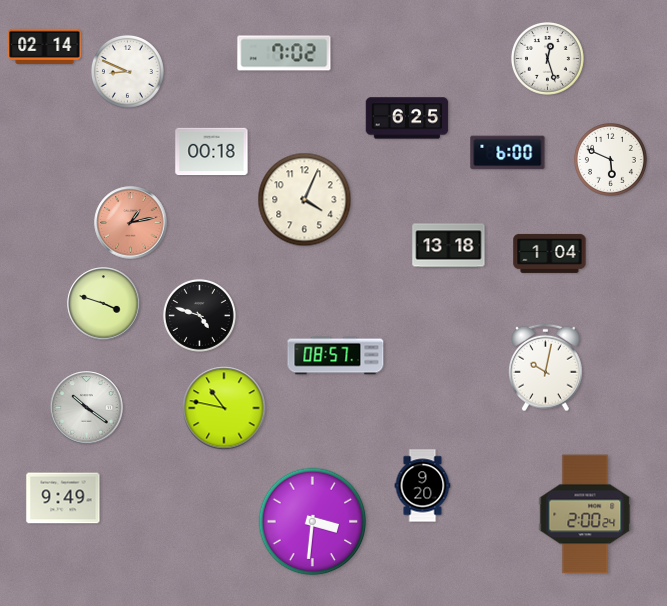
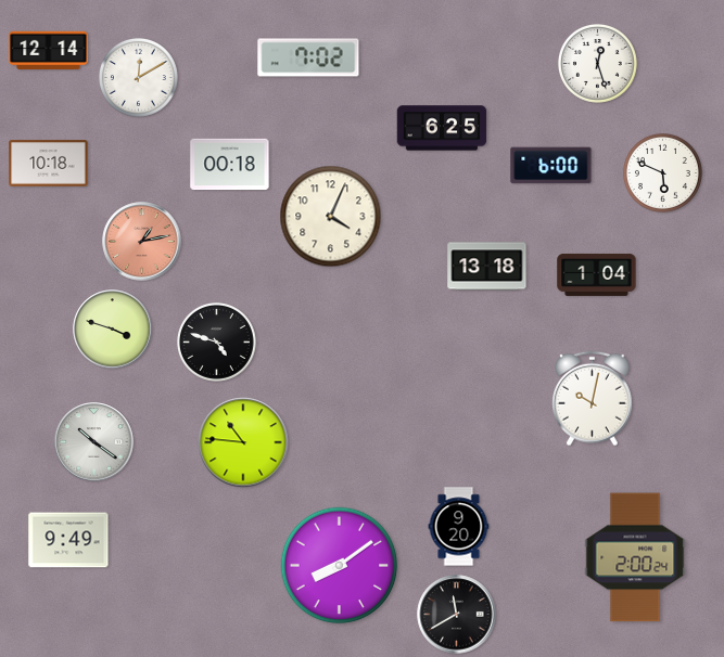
clock at (45, 46): 02:14 -> 12:14
clock at (547, 58) position: (547, 58) -> (597, 63)
clock at (127, 71): 8:49 -> 12:10
clock at (49, 164): none -> 10:18
clock at (336, 356): 08:57 -> none
clock at (224, 408): 10:47 -> 10:46
clock at (313, 522): 3:31 -> 8:09
clock at (457, 615): none -> 11:40
